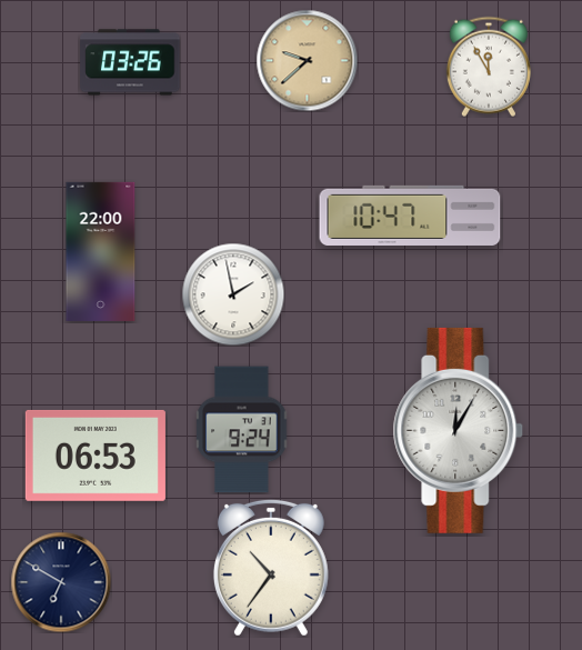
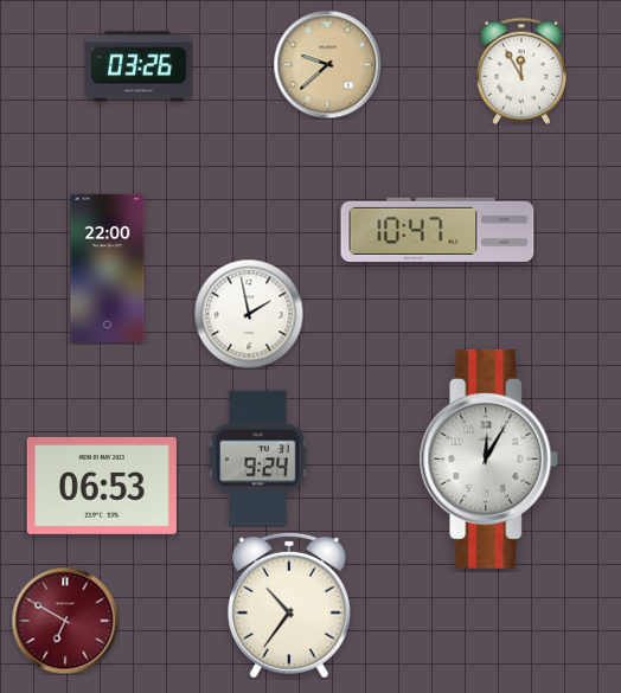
clock at (61, 582) dial: navy -> burgundy
